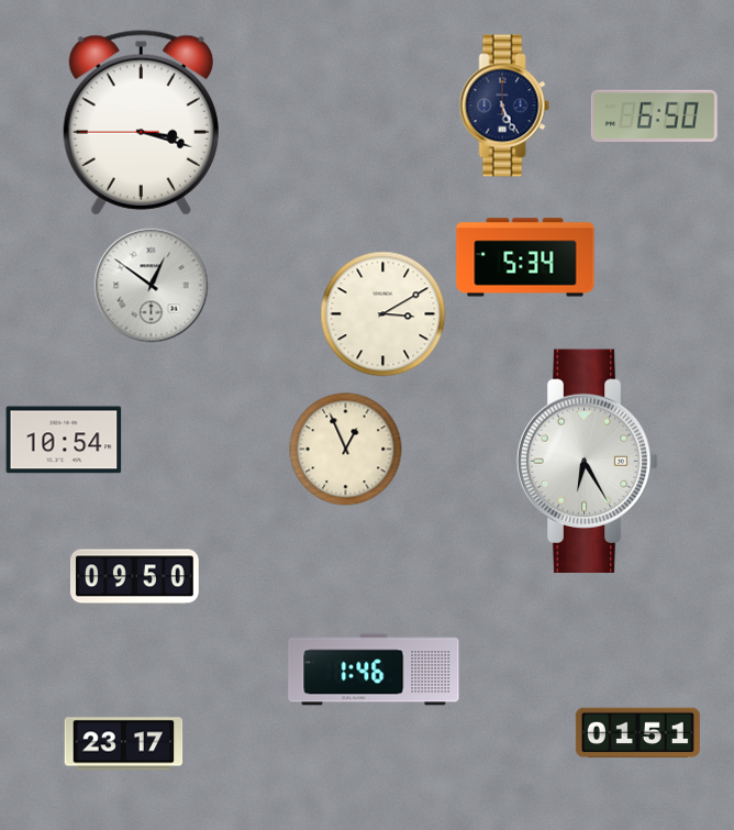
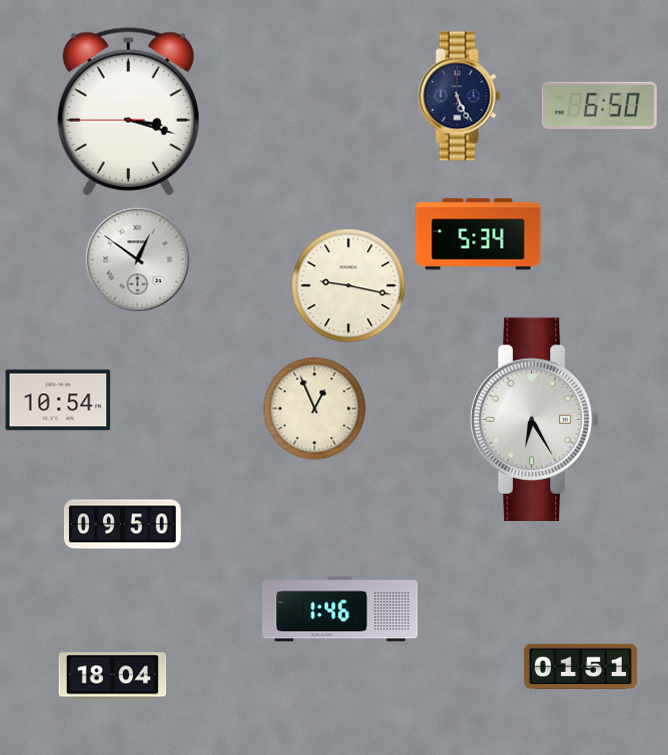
clock at (654, 115) position: (654, 115) -> (599, 105)
clock at (383, 314): 3:10 -> 9:17
clock at (124, 744): 23:17 -> 18:04
